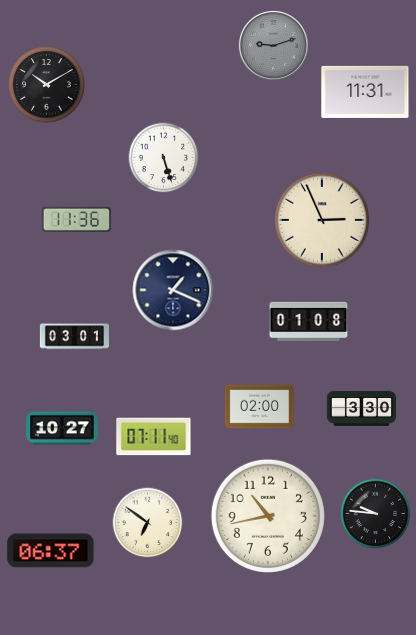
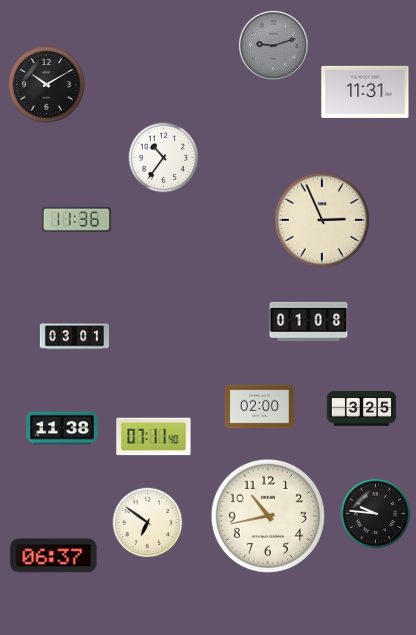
clock at (164, 158): 5:27 -> 10:36
clock at (173, 290): 1:19 -> none
clock at (361, 409): 3:30 -> 3:25
clock at (62, 428): 10:27 -> 11:38
clock at (51, 551) position: (51, 551) -> (54, 556)
